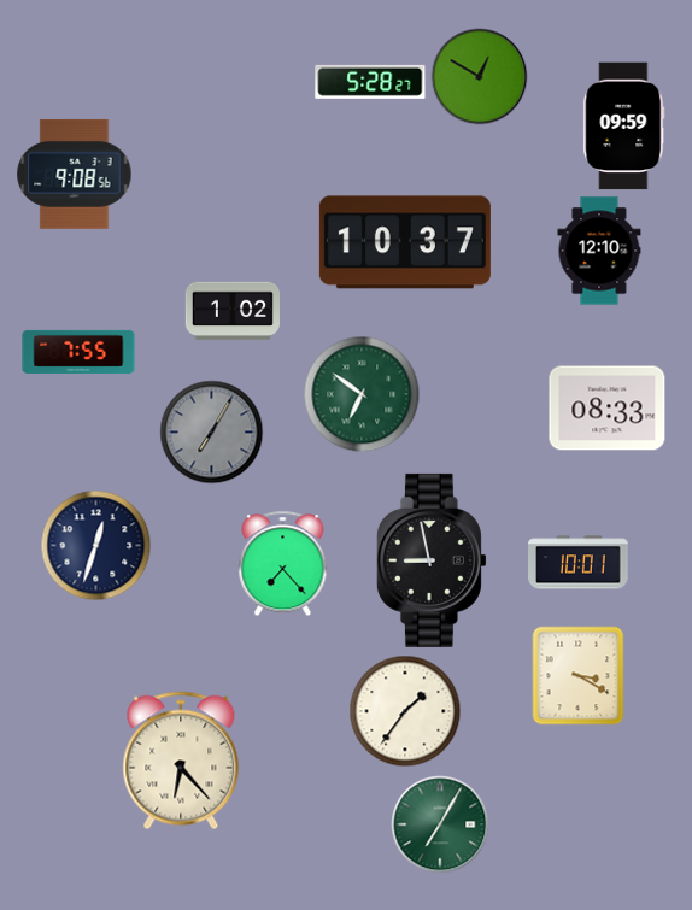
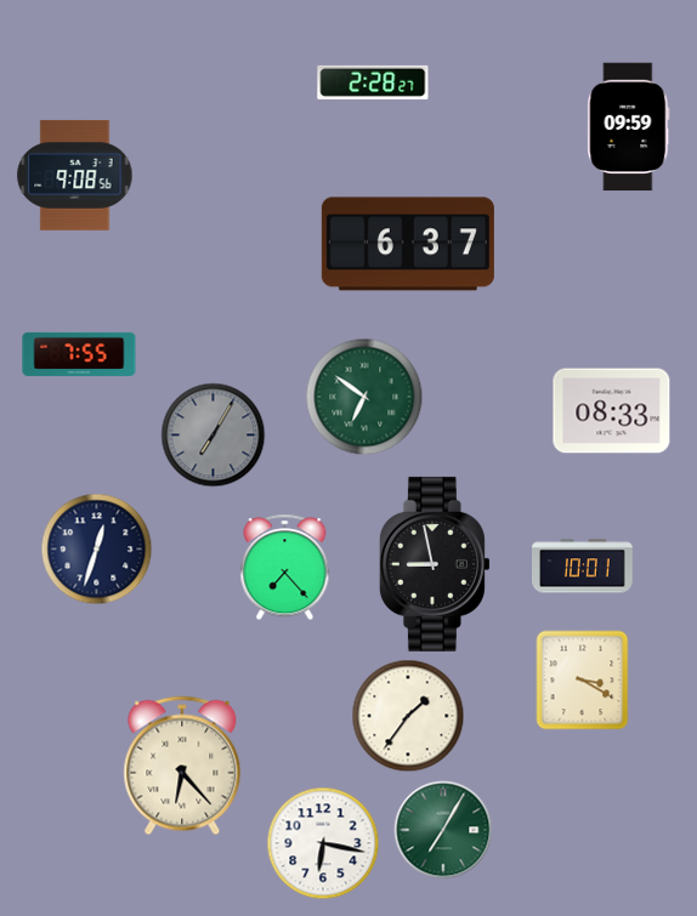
clock at (480, 77): 12:50 -> none
clock at (370, 82): 5:28 -> 2:28
clock at (405, 242): 10:37 -> 6:37
clock at (599, 251): 12:10 -> none
clock at (233, 311): 1:02 -> none
clock at (323, 843): none -> 6:17
